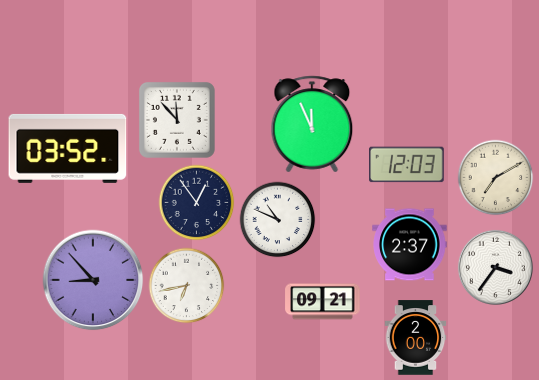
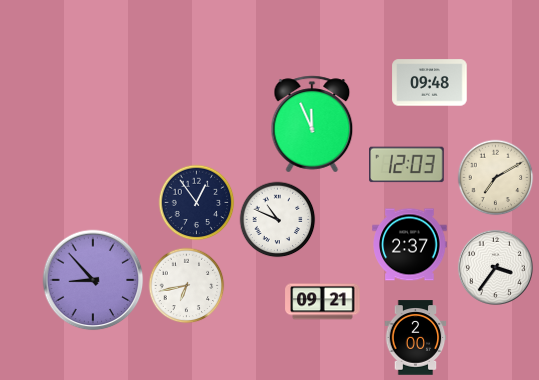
clock at (430, 83): none -> 09:48
clock at (177, 120): 11:53 -> none
clock at (68, 148): 03:52 -> none
